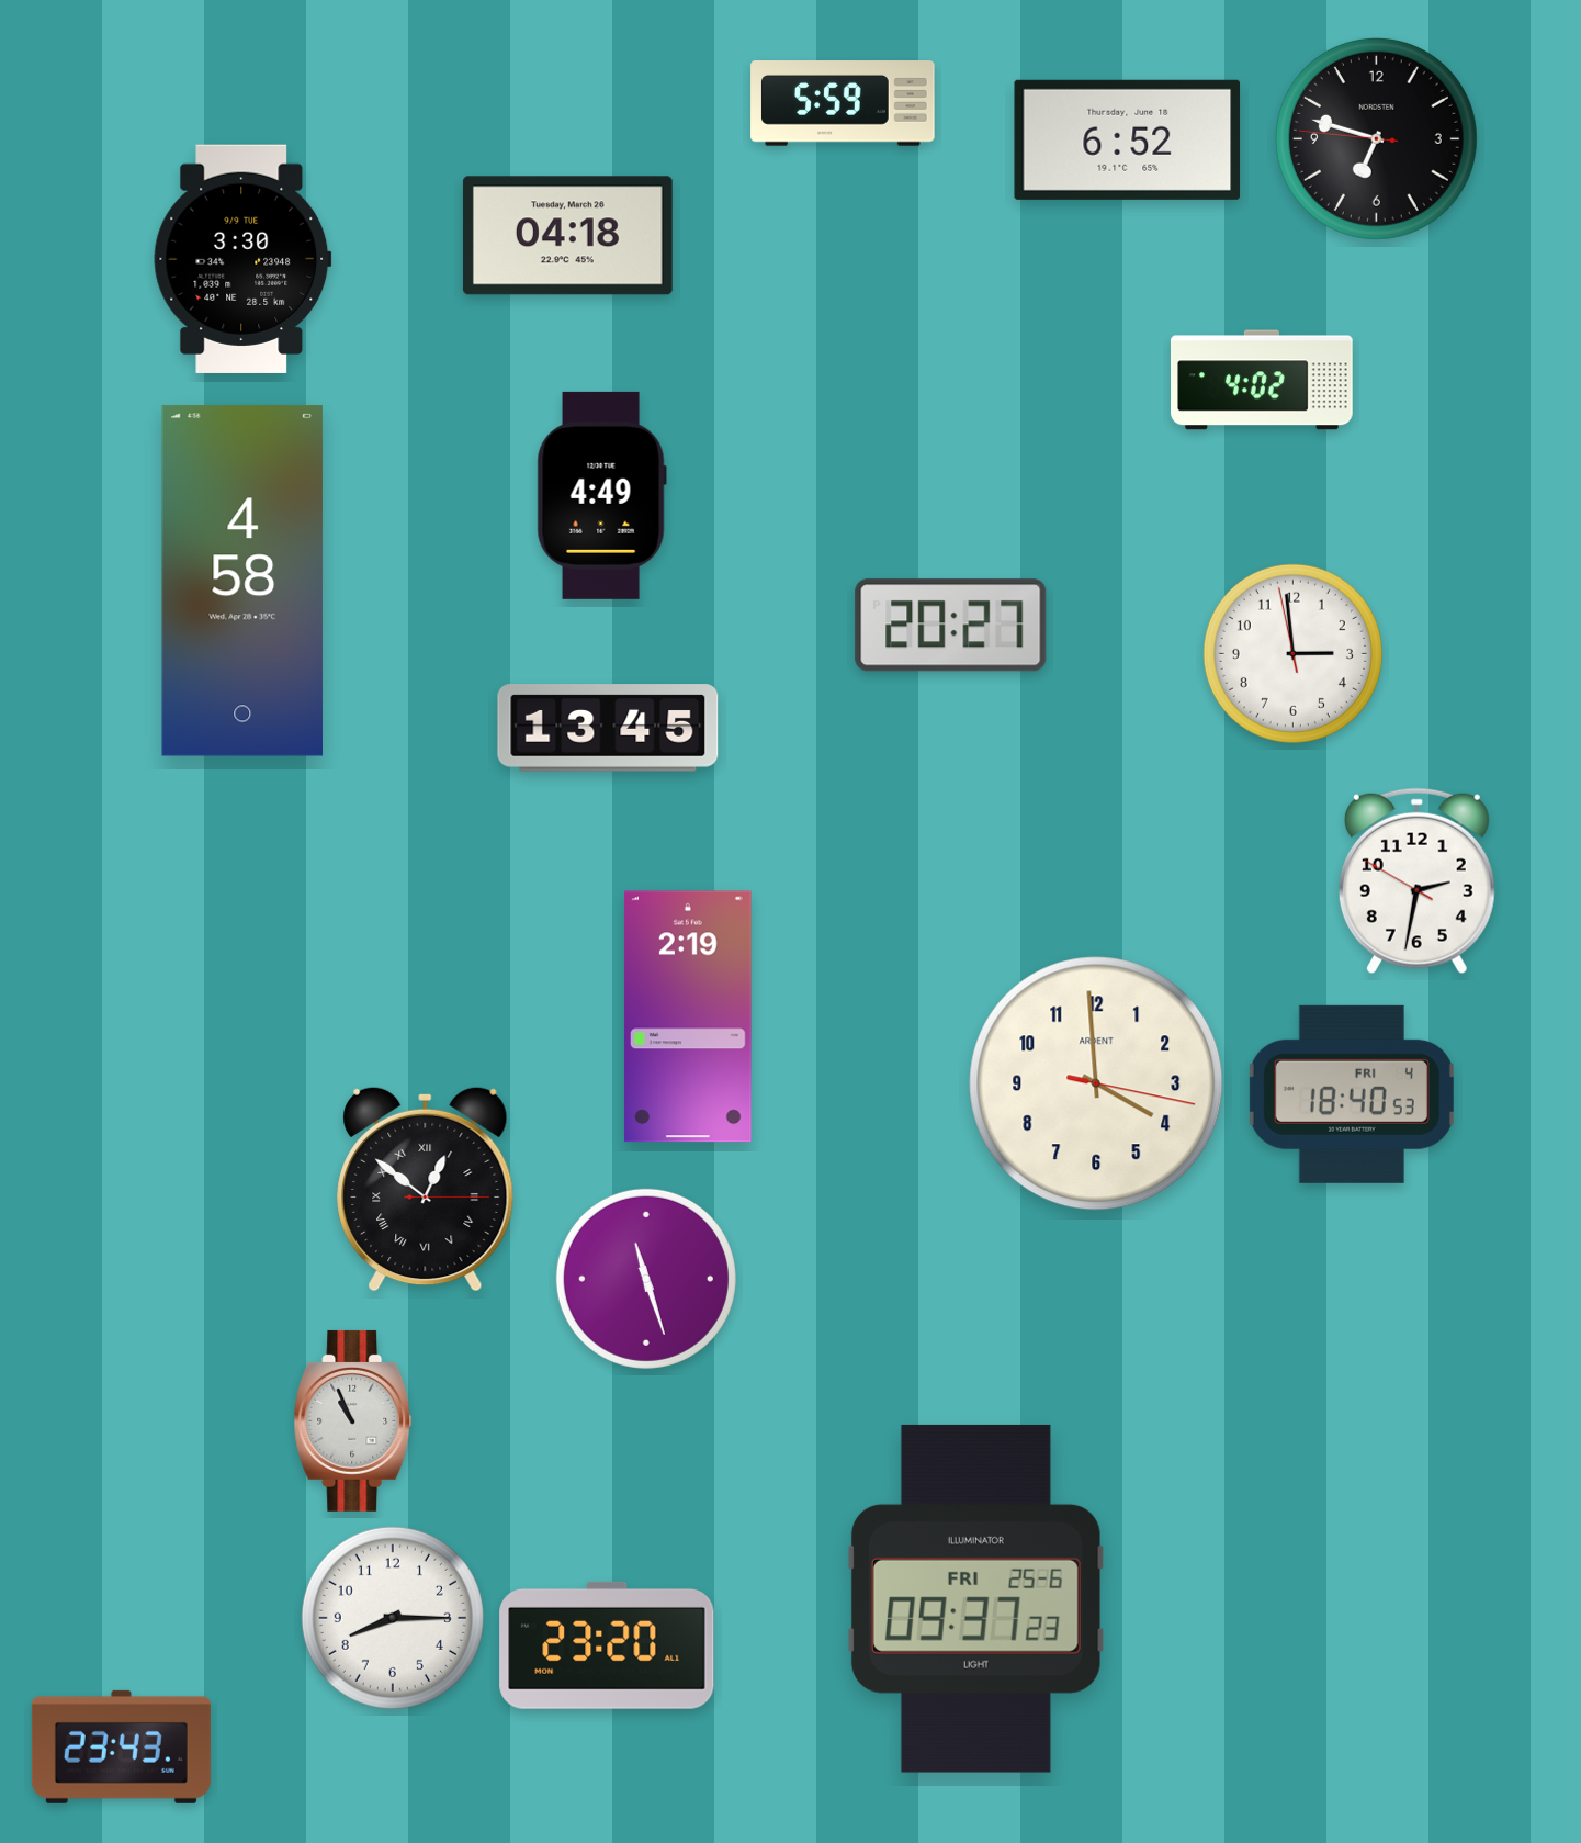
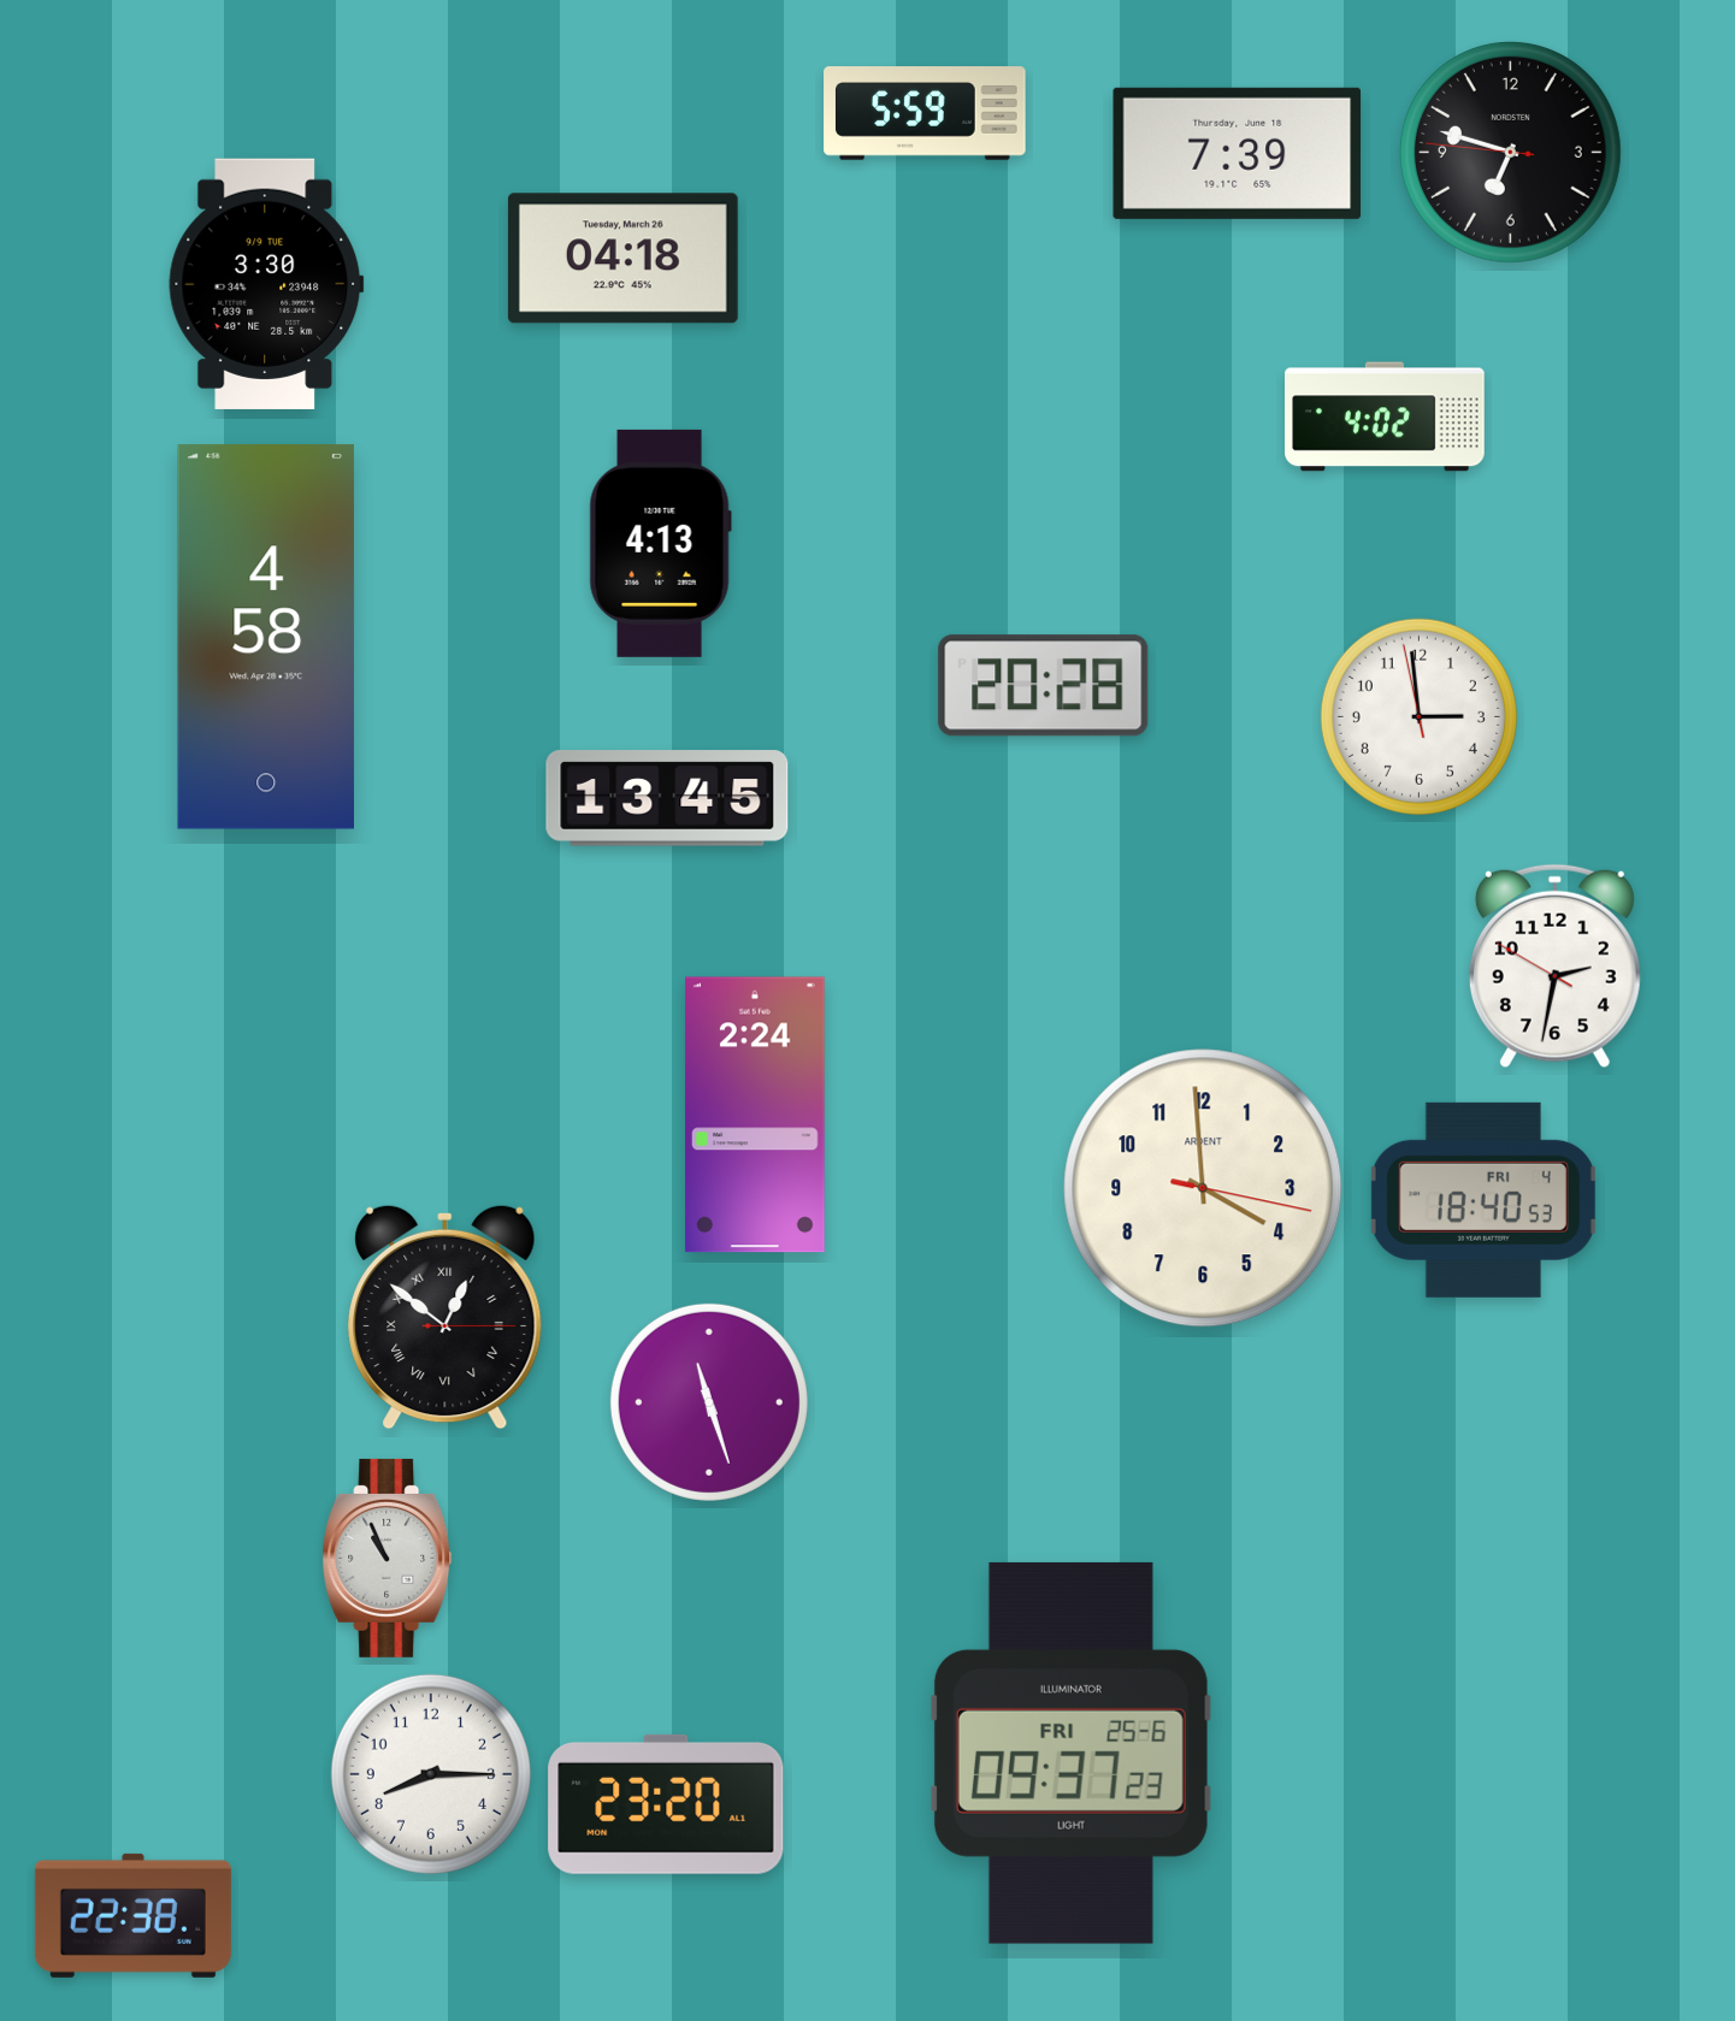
clock at (1128, 139): 6:52 -> 7:39
clock at (601, 495): 4:49 -> 4:13
clock at (951, 626): 20:27 -> 20:28
clock at (688, 1016): 2:19 -> 2:24
clock at (426, 1189) position: (426, 1189) -> (445, 1317)
clock at (121, 1746): 23:43 -> 22:38
